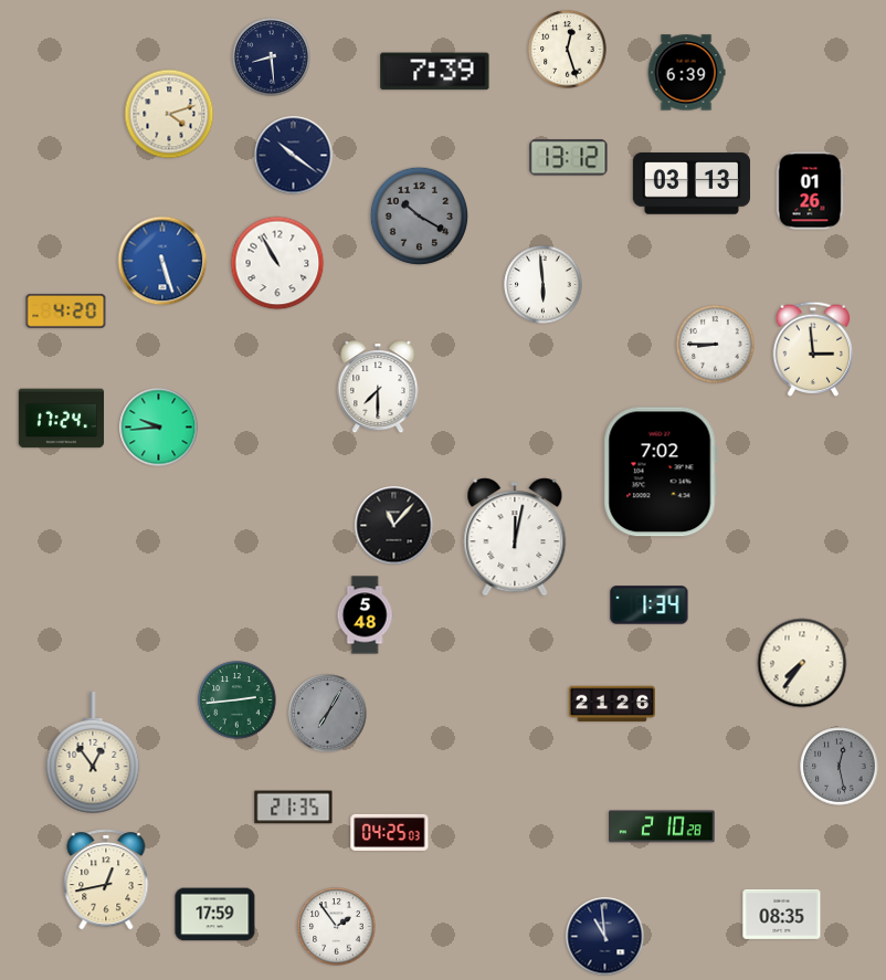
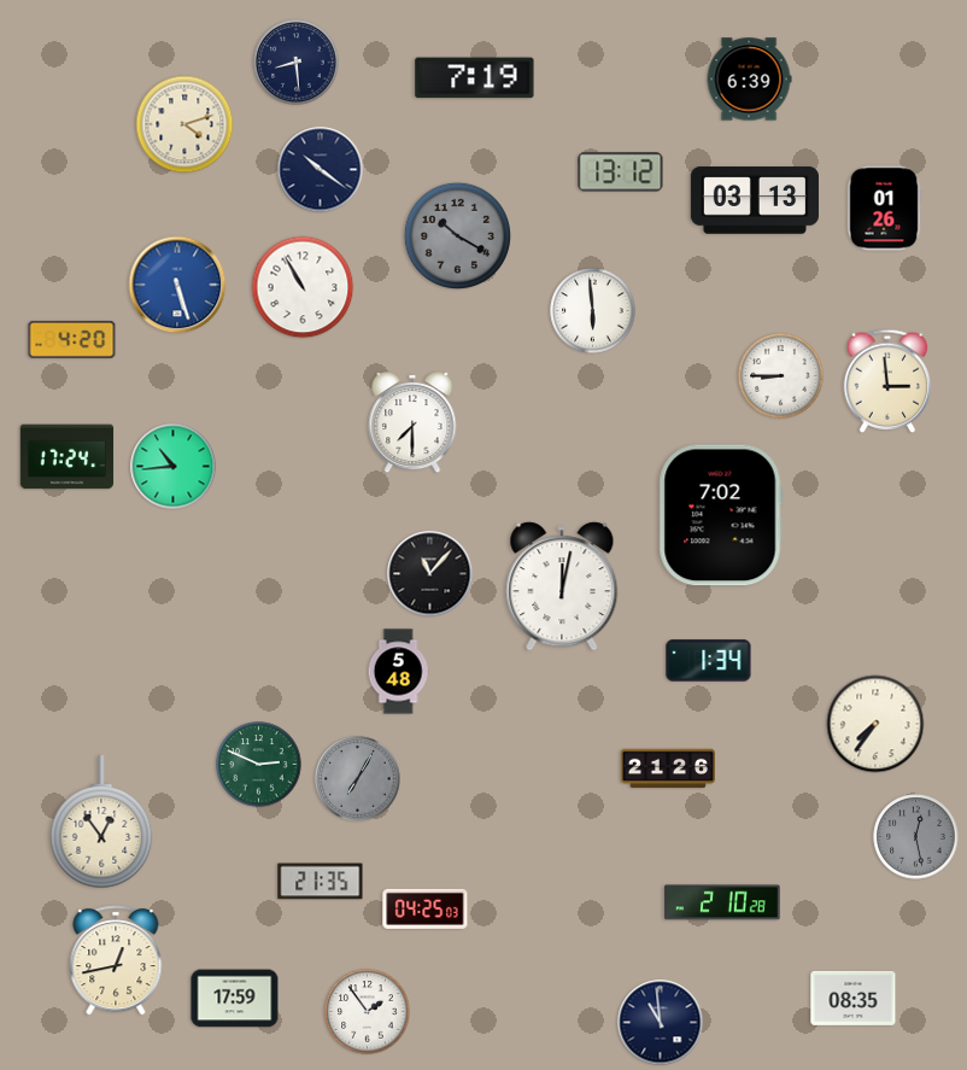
clock at (568, 50): 12:27 -> none
clock at (435, 72): 7:39 -> 7:19
clock at (159, 428): 9:44 -> 10:44
clock at (238, 700): 2:44 -> 2:49
